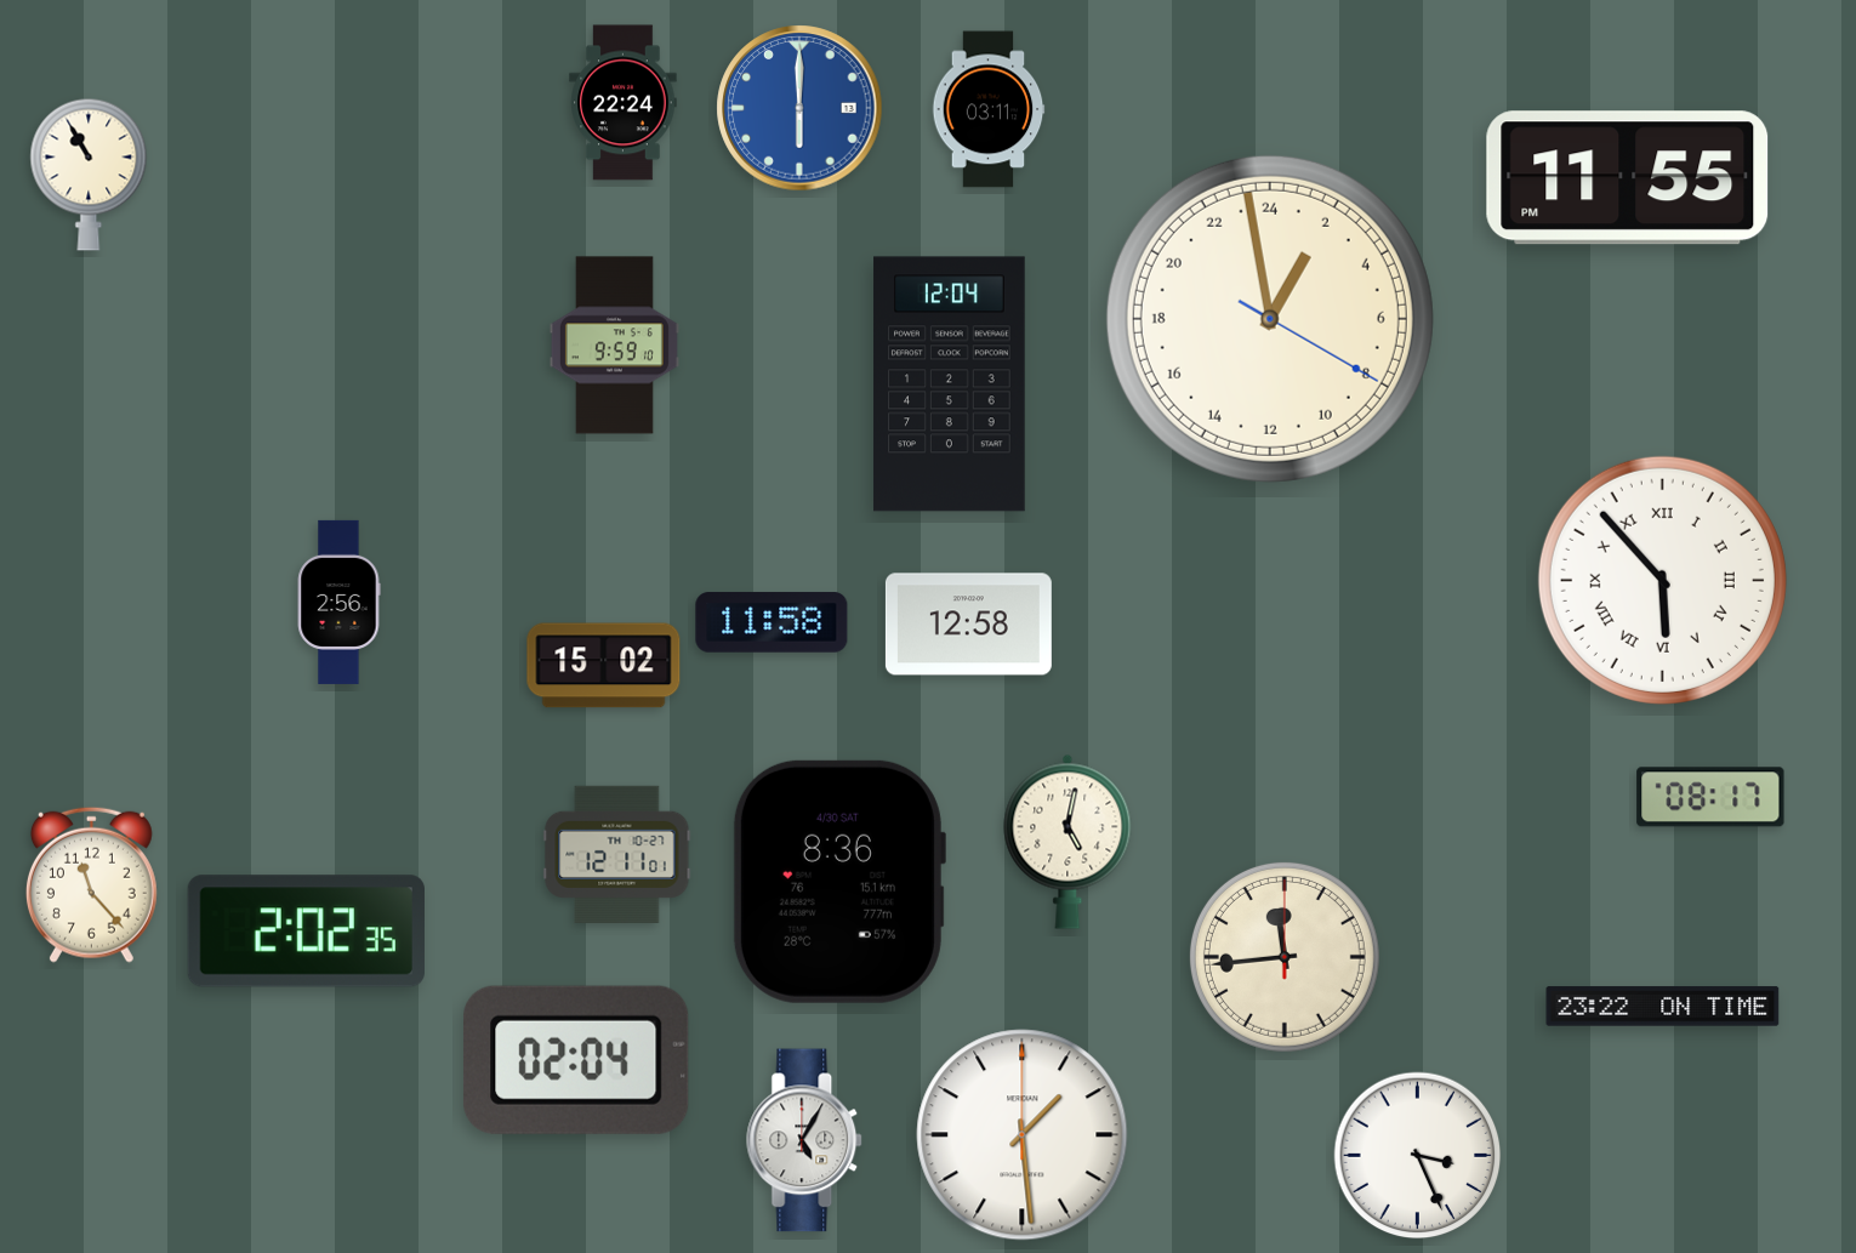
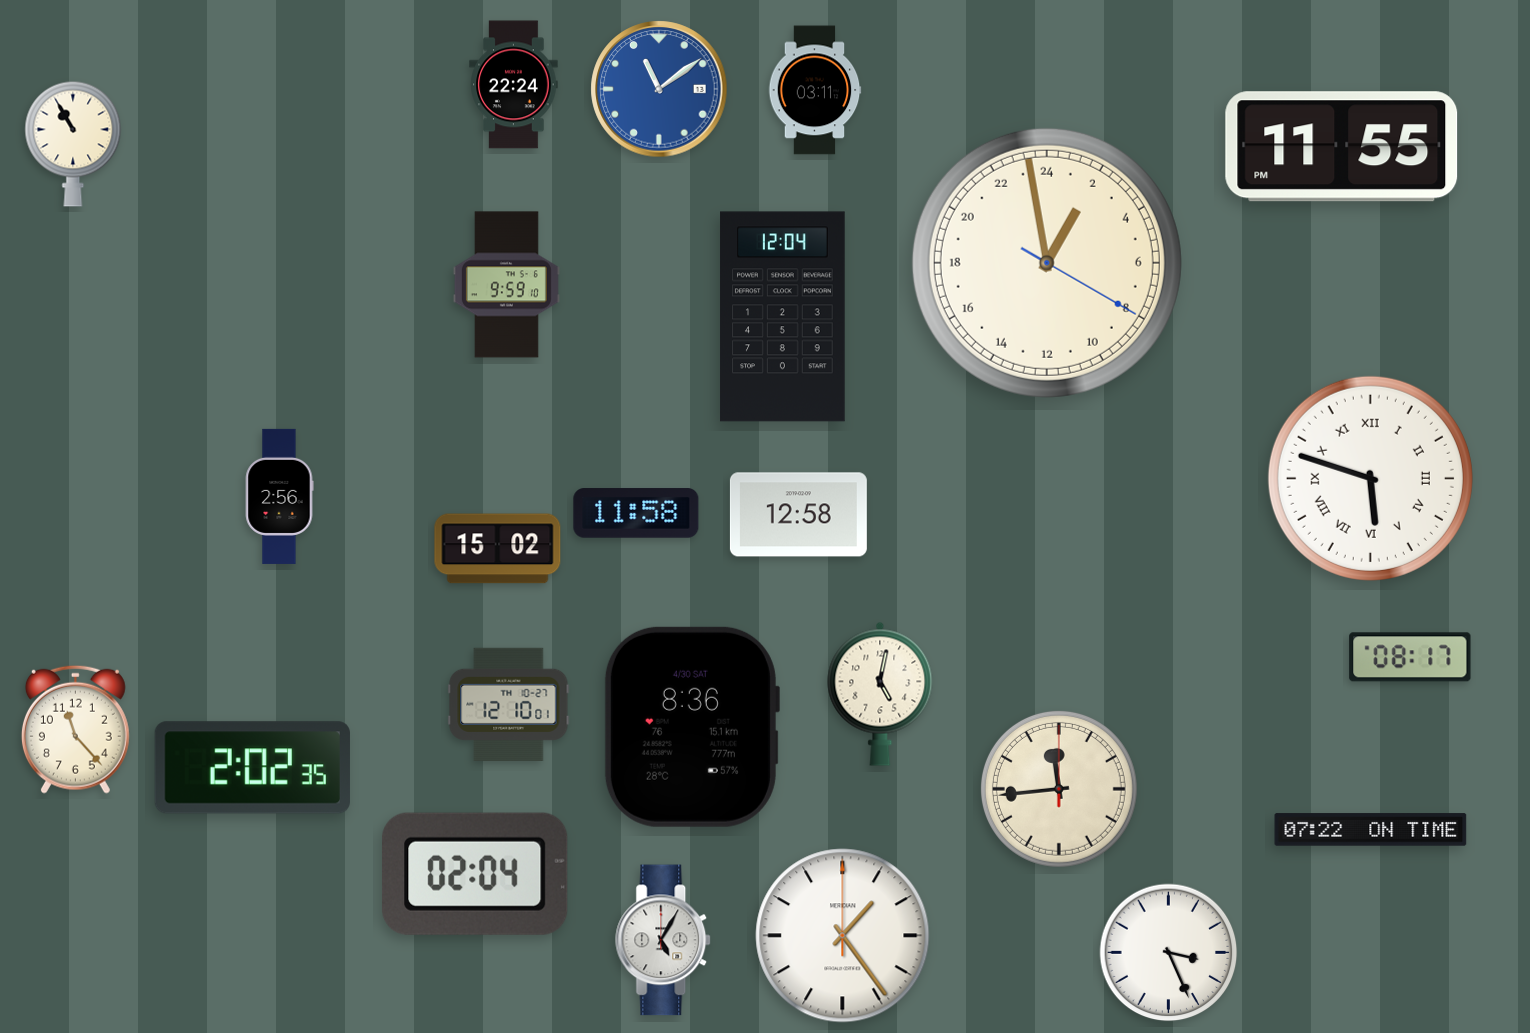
clock at (799, 108): 6:00 -> 11:09
clock at (1662, 580): 5:53 -> 5:48
clock at (617, 854): 12:11 -> 12:10
clock at (1663, 1007): 23:22 -> 07:22
clock at (1023, 1135): 1:29 -> 1:24
